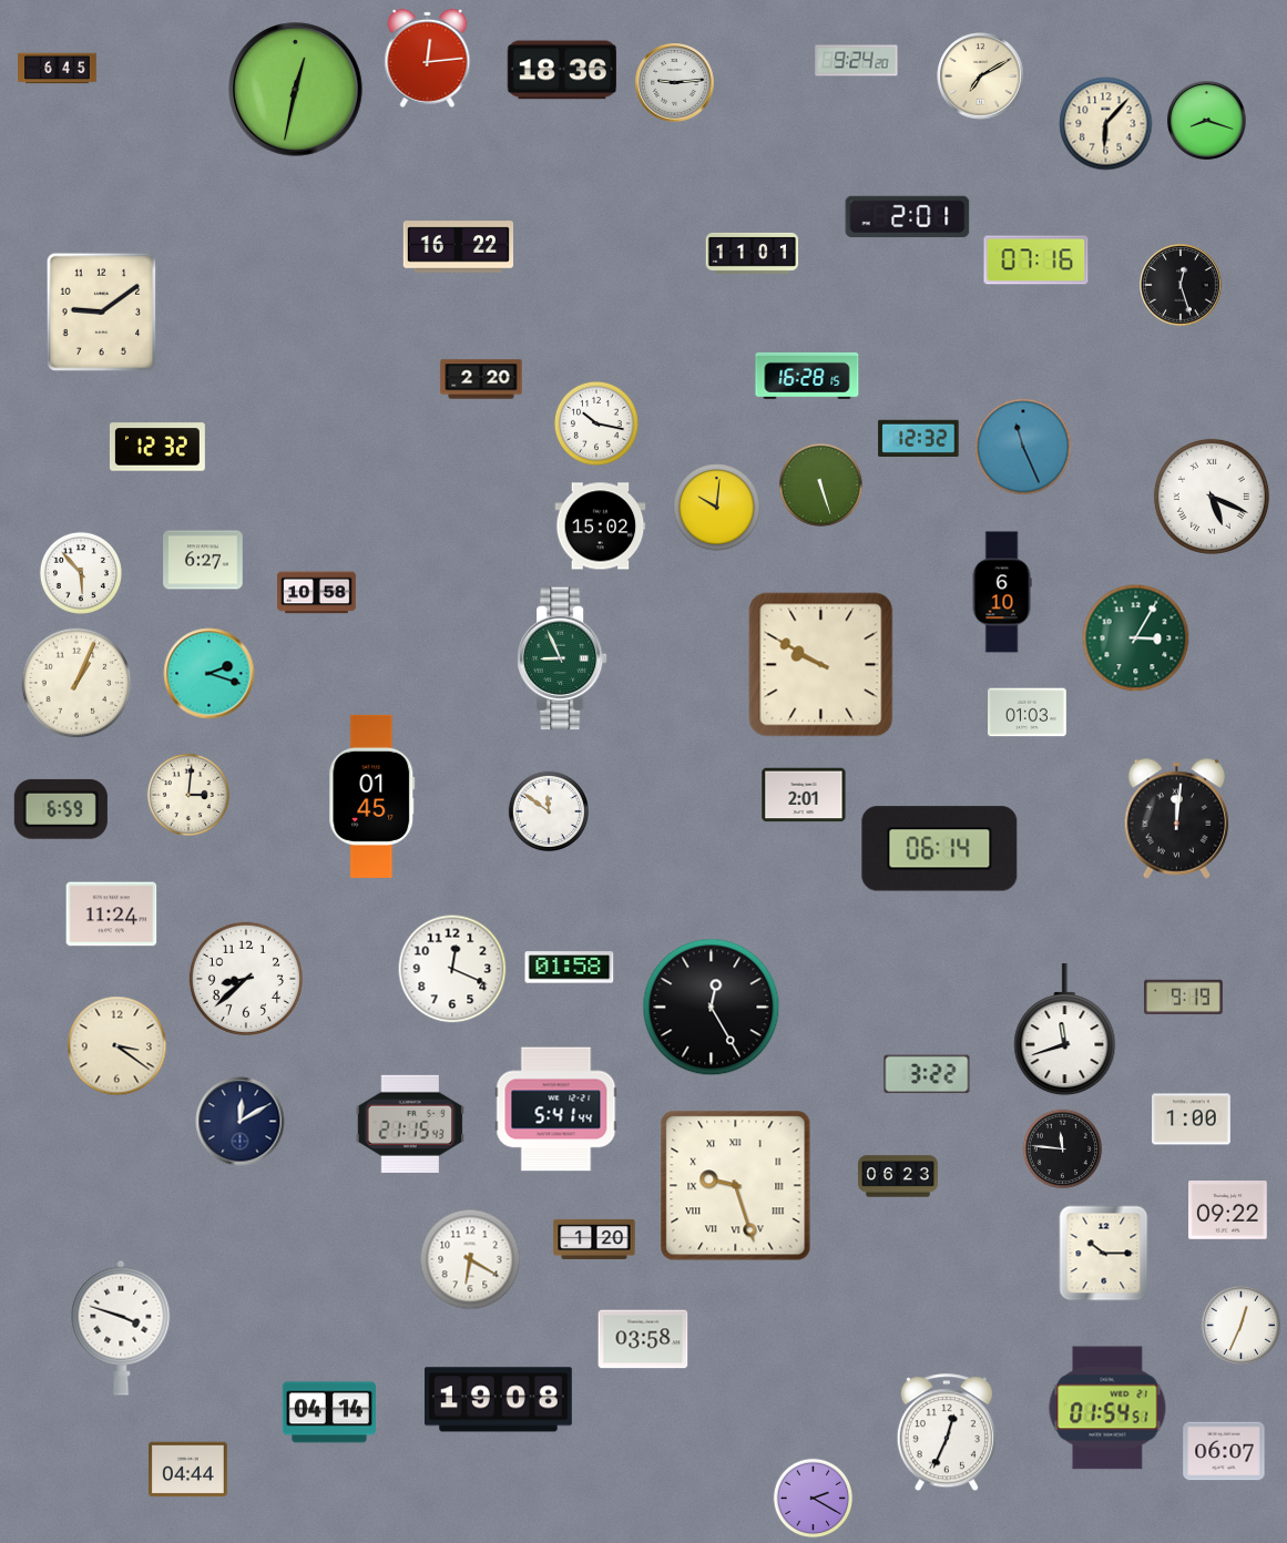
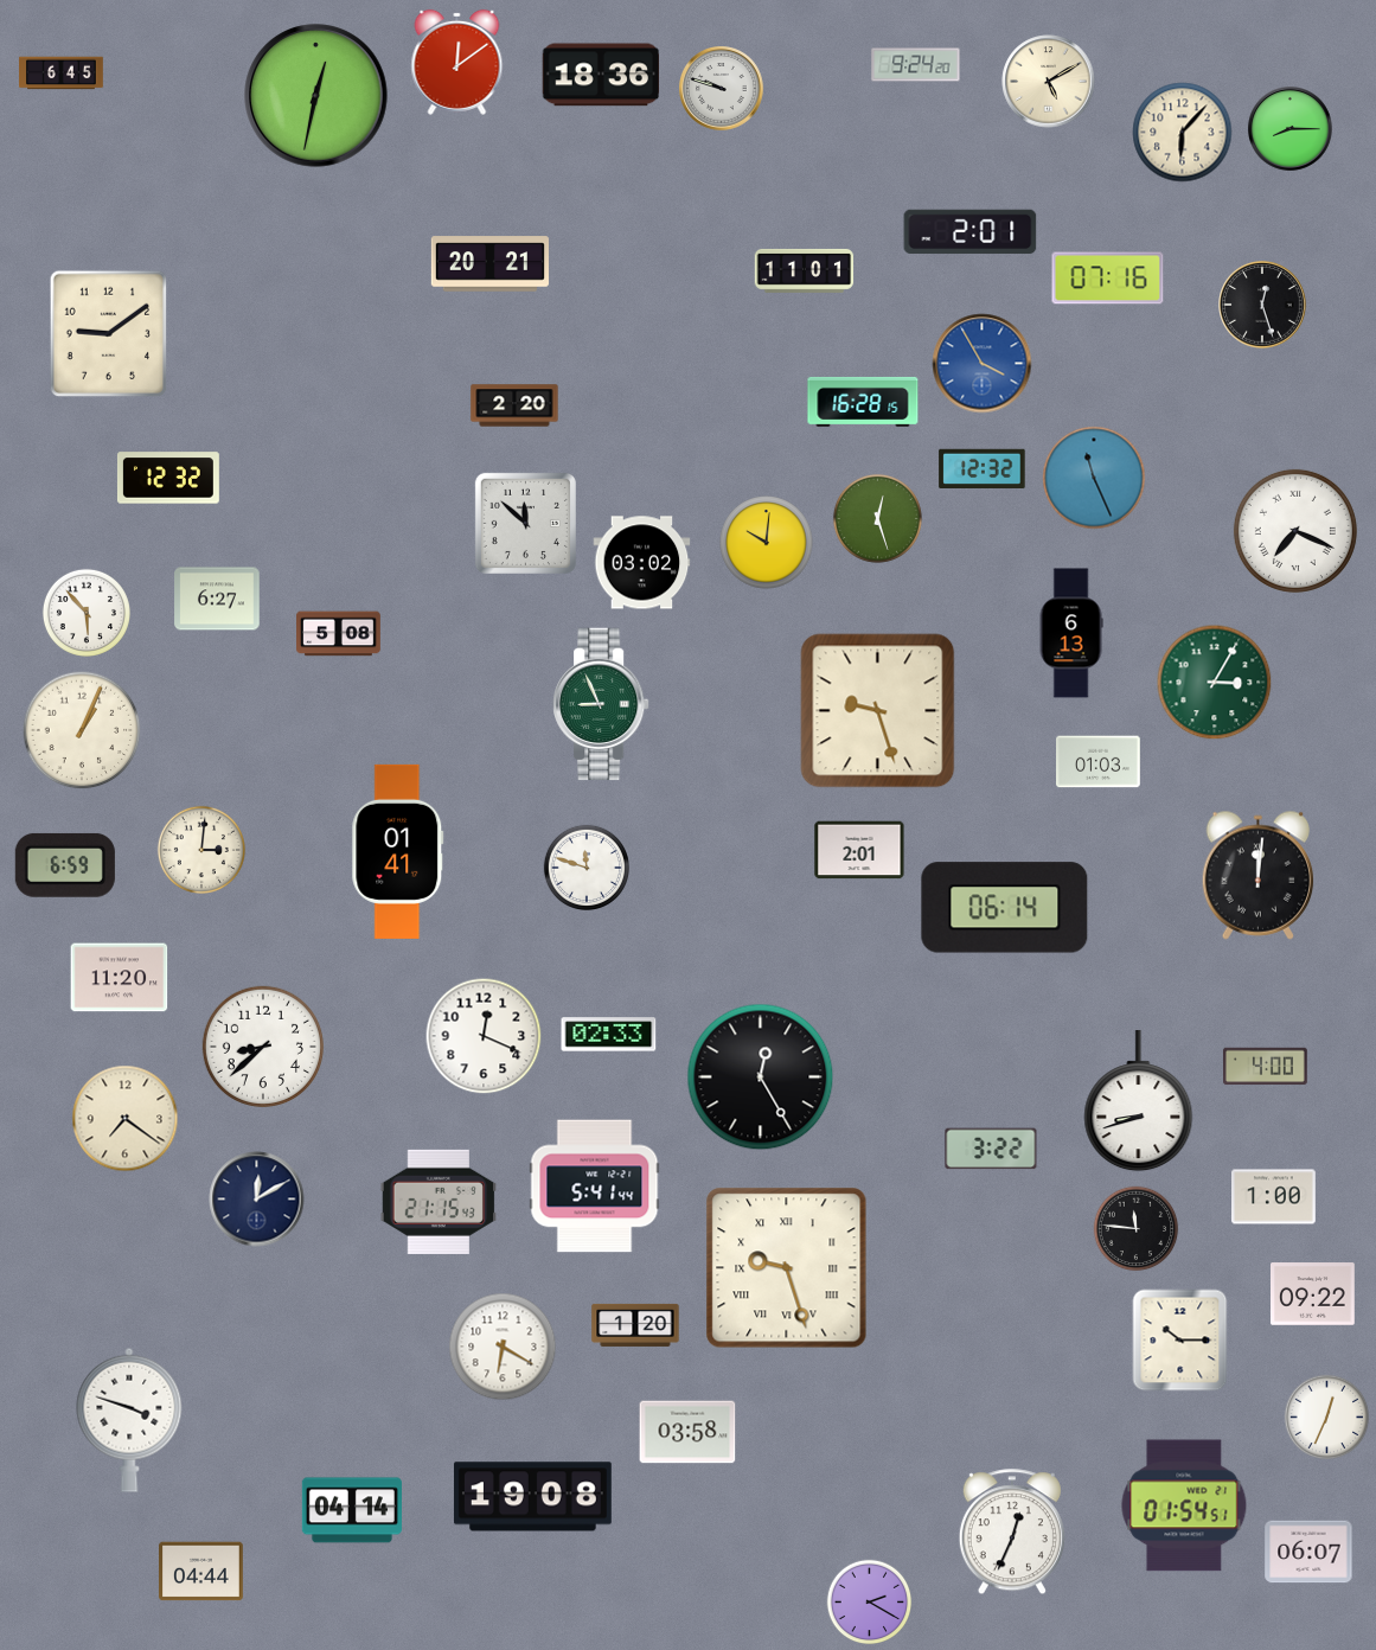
clock at (428, 58): 12:14 -> 12:09
clock at (981, 76): 7:10 -> 5:10
clock at (675, 83): 9:14 -> 9:48
clock at (1207, 121): 8:18 -> 8:15
clock at (458, 247): 16:22 -> 20:21
clock at (983, 364): none -> 3:55
clock at (596, 423): 10:17 -> none
clock at (820, 484): 5:27 -> 12:27
clock at (525, 523): none -> 11:52
clock at (1212, 497): 5:19 -> 7:19
clock at (601, 527): 15:02 -> 03:02
clock at (1002, 592): 6:10 -> 6:13
clock at (317, 593): 10:58 -> 5:08
clock at (821, 665): 9:50 -> 9:27
clock at (210, 674): 2:18 -> none
clock at (372, 796): 01:45 -> 01:41
clock at (549, 811): 11:51 -> 11:48
clock at (112, 914): 11:24 -> 11:20
clock at (570, 968): 01:58 -> 02:33
clock at (1184, 998): 9:19 -> 4:00
clock at (1065, 1030): 11:42 -> 8:42
clock at (118, 1046): 3:21 -> 7:21
clock at (898, 1176): 06:23 -> none
